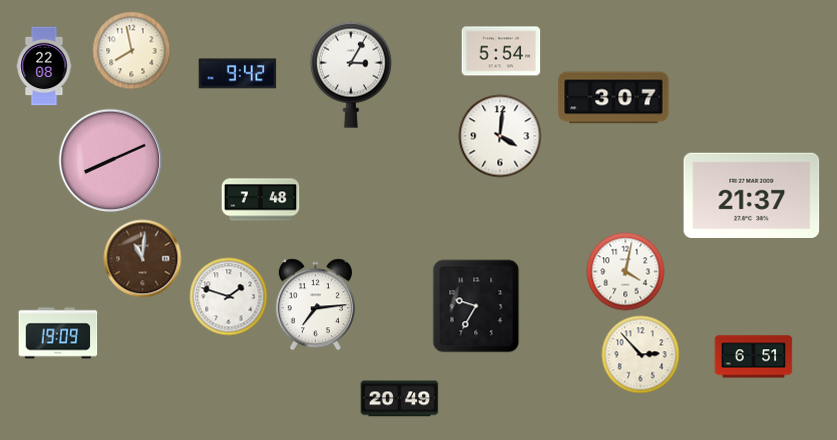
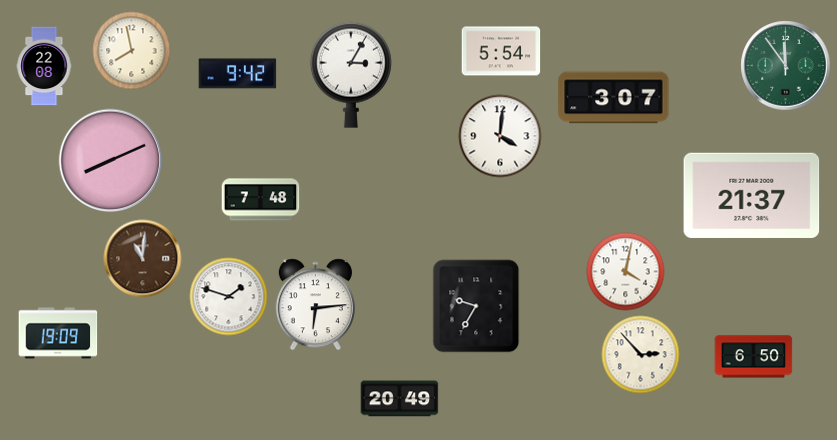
clock at (785, 65): none -> 11:54
clock at (315, 304): 7:14 -> 6:14
clock at (753, 357): 6:51 -> 6:50
